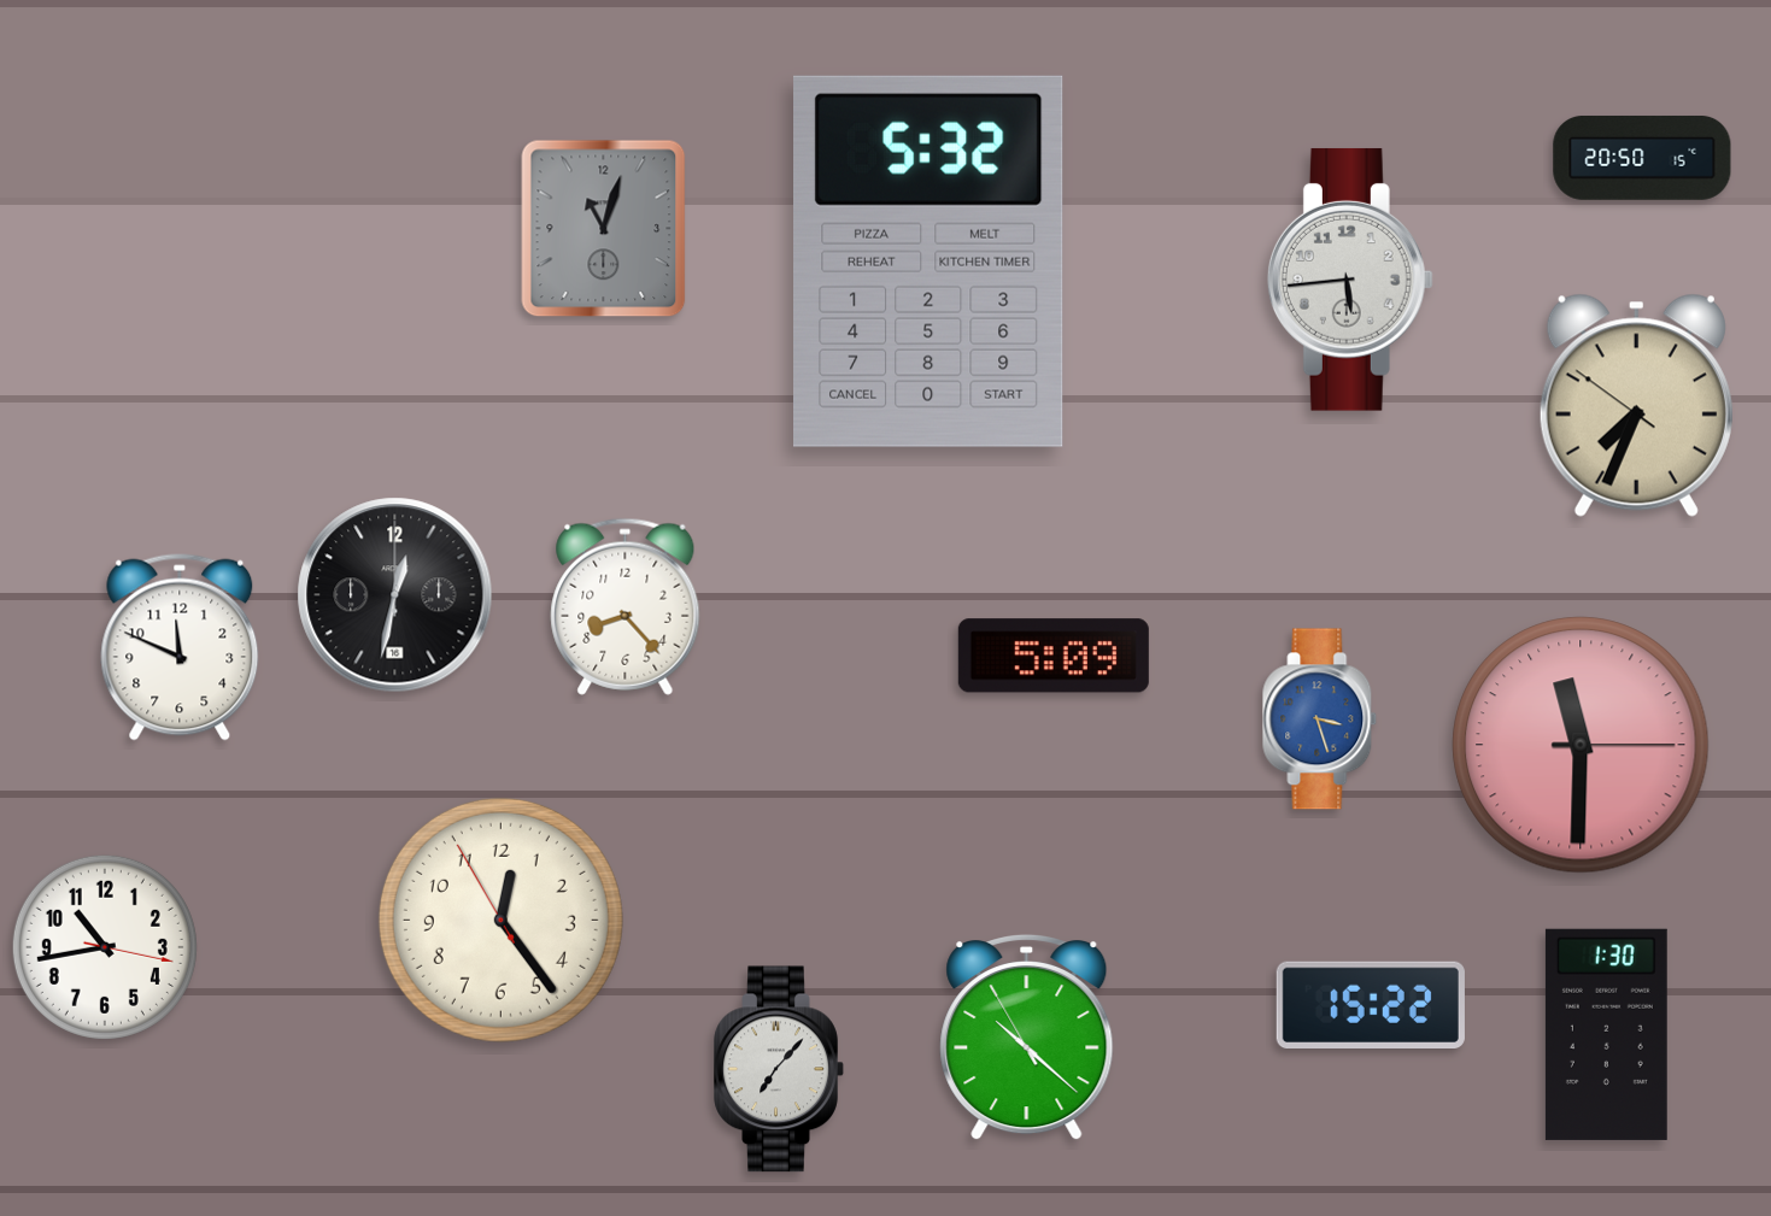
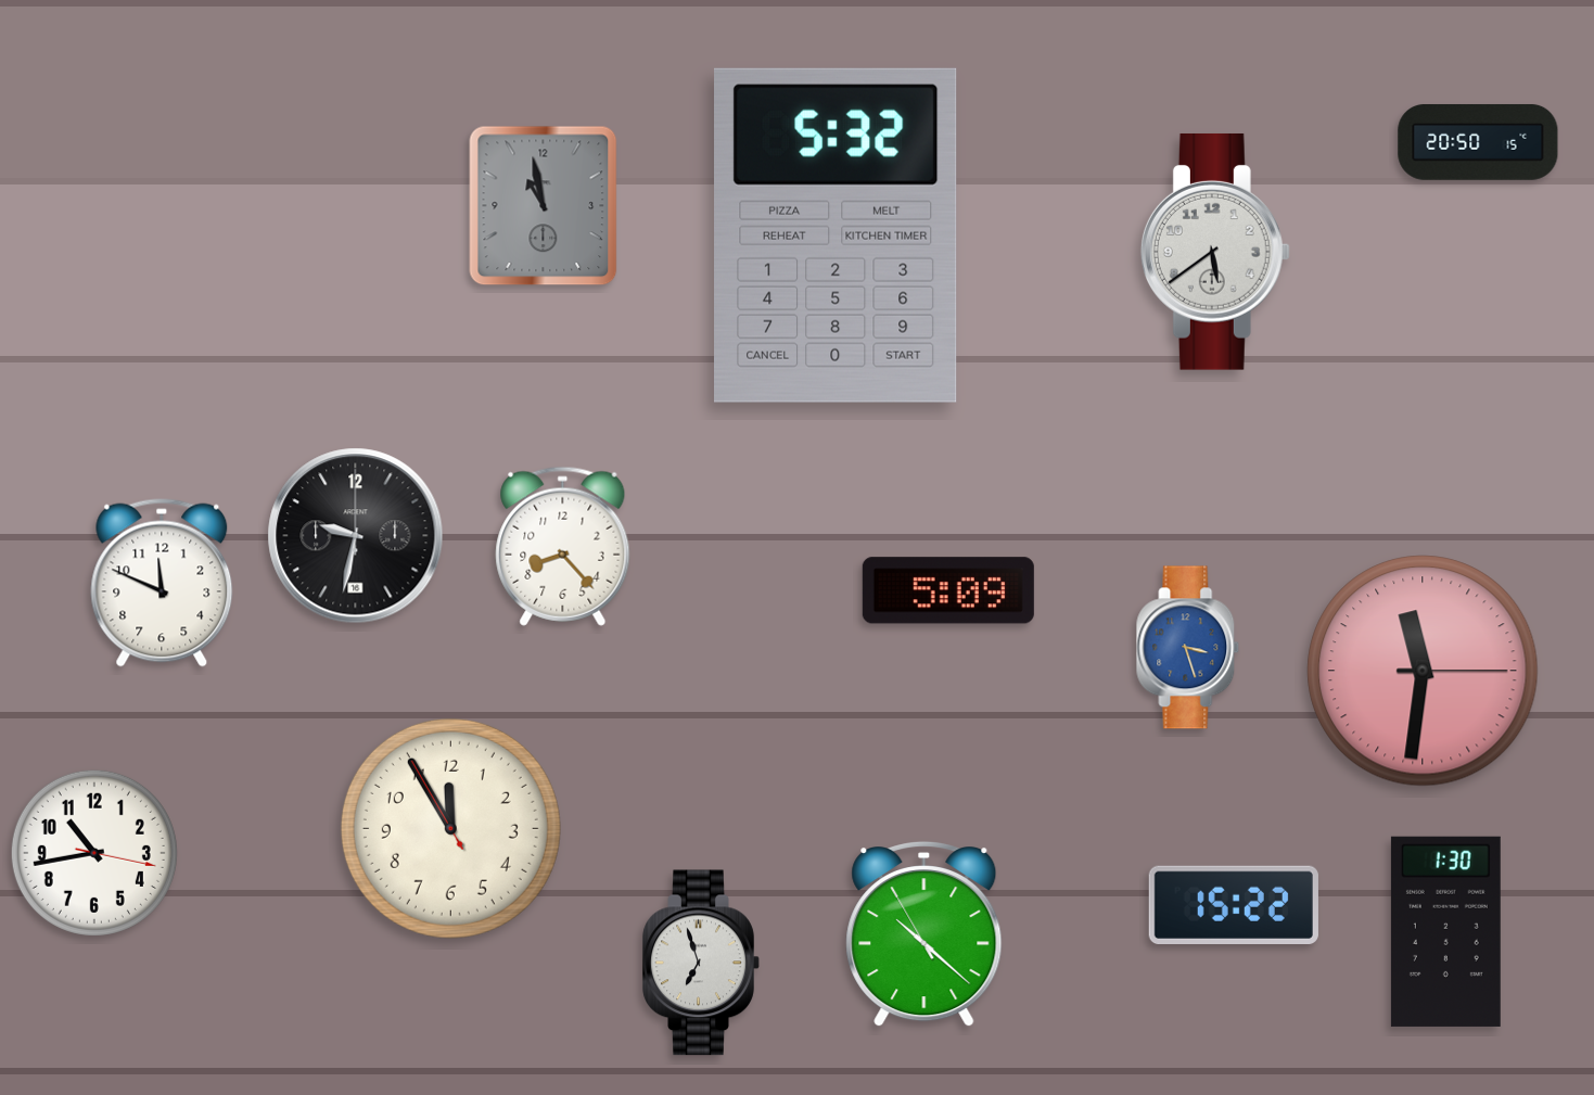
clock at (604, 229): 11:03 -> 10:58
clock at (1350, 280): 5:44 -> 5:39
clock at (1636, 405): 7:33 -> none
clock at (395, 595): 12:32 -> 9:32
clock at (1581, 745): 11:30 -> 11:31
clock at (500, 920): 12:23 -> 11:54
clock at (779, 1069): 7:07 -> 6:57
